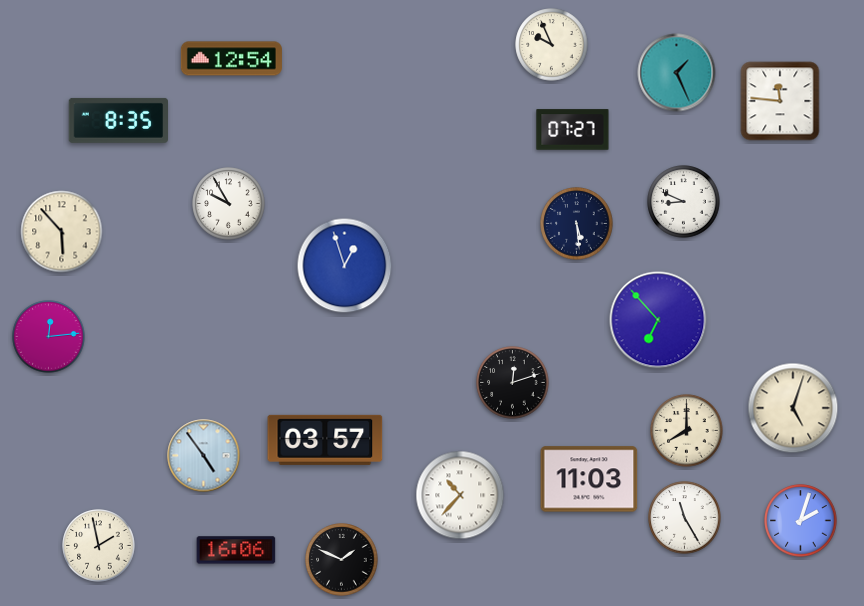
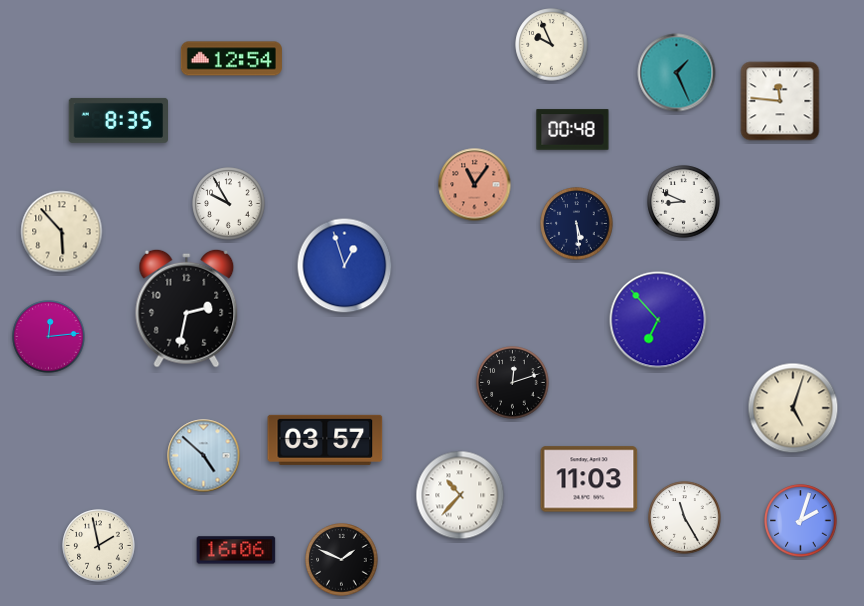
clock at (573, 130): 07:27 -> 00:48
clock at (475, 185): none -> 11:06
clock at (187, 308): none -> 2:32
clock at (687, 431): 8:00 -> none
clock at (204, 456): 4:54 -> 4:52
